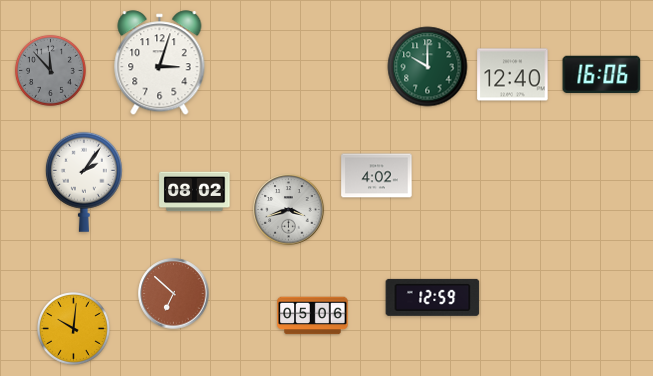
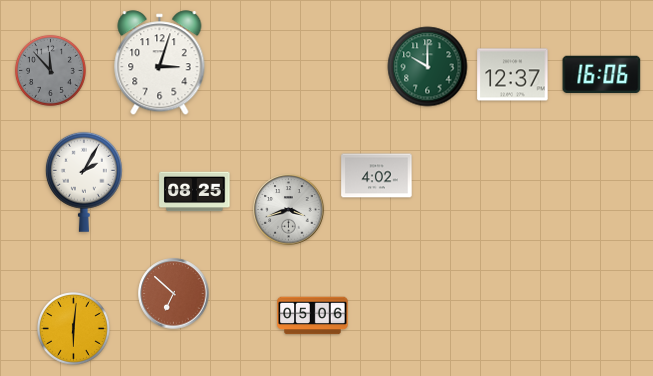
clock at (513, 75): 12:40 -> 12:37
clock at (84, 182): 2:06 -> 2:05
clock at (195, 192): 08:02 -> 08:25
clock at (433, 297): 12:59 -> none
clock at (74, 329): 10:01 -> 6:01
